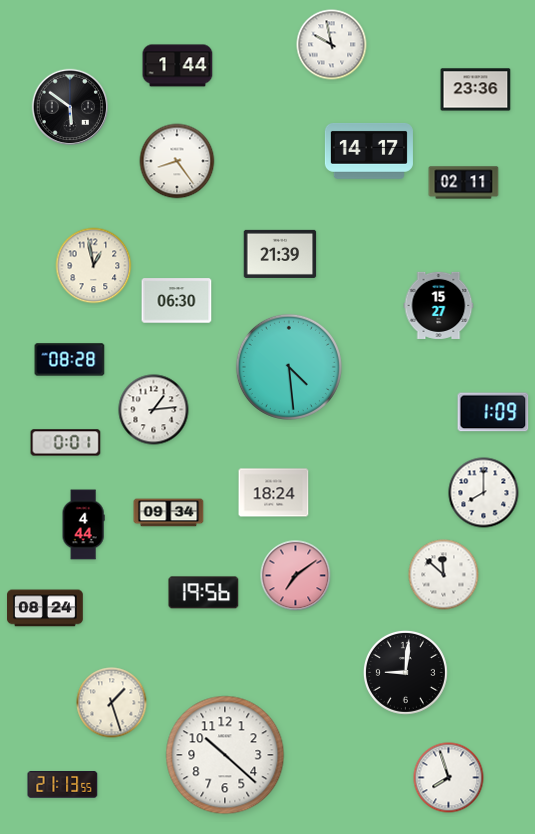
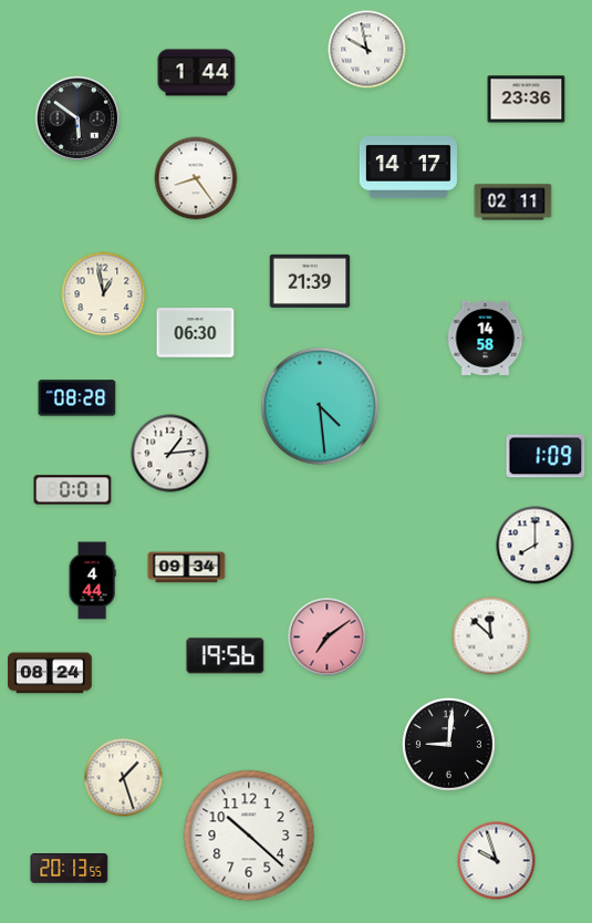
clock at (439, 305): 15:27 -> 14:58
clock at (274, 493): 18:24 -> none
clock at (449, 778): 7:57 -> 9:57
clock at (63, 785): 21:13 -> 20:13
